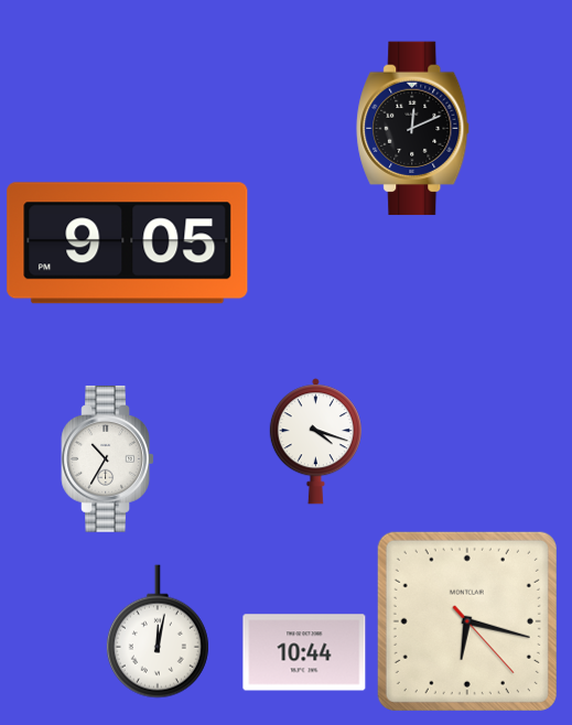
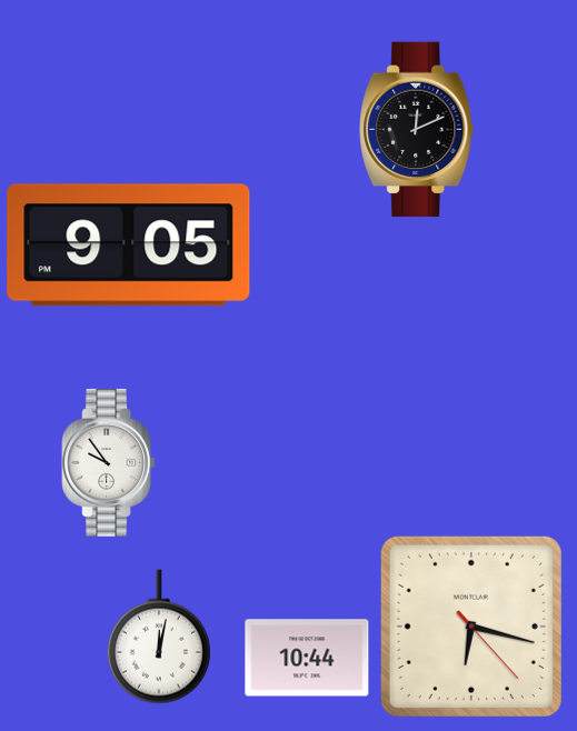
clock at (315, 442): 4:18 -> none
clock at (108, 458): 10:35 -> 9:54
